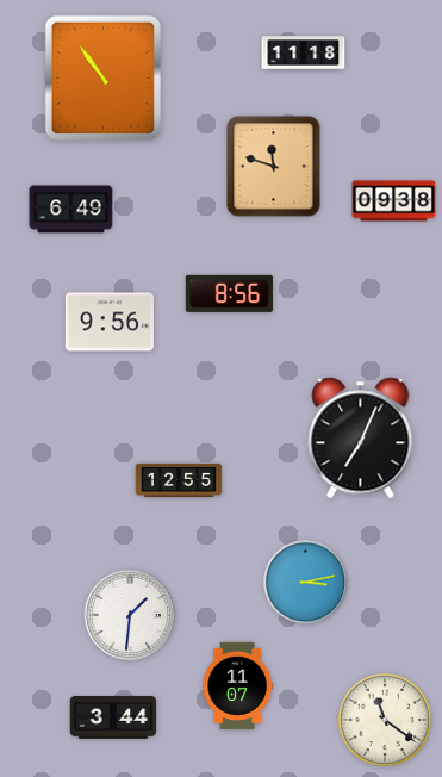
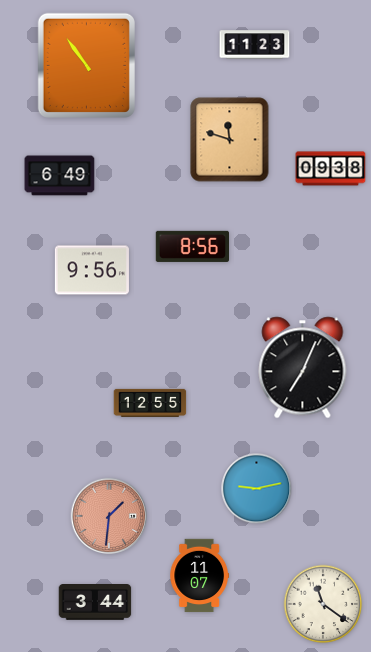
clock at (304, 54): 11:18 -> 11:23
clock at (306, 583): 3:13 -> 9:13
clock at (130, 615) dial: white -> salmon
